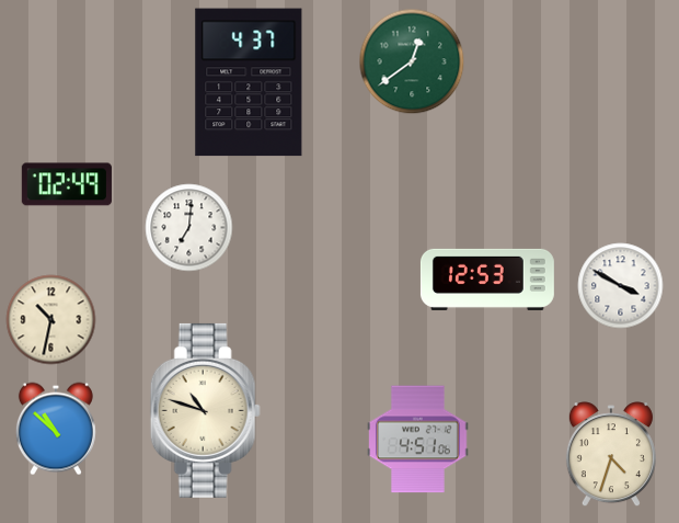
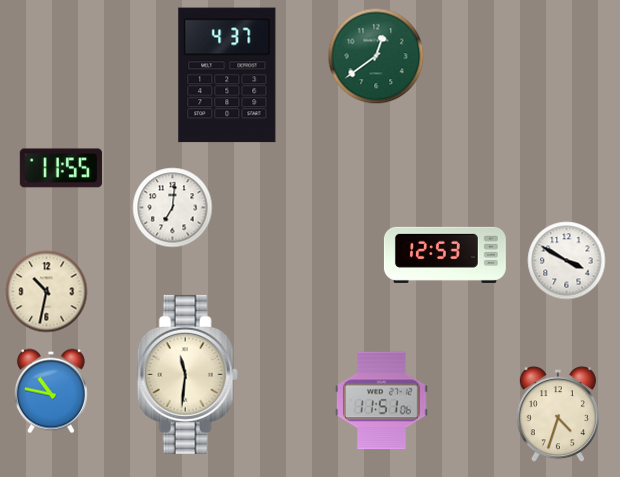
clock at (67, 184): 02:49 -> 11:55
clock at (205, 410): 10:48 -> 11:31
clock at (56, 429): 10:52 -> 10:47
clock at (418, 440): 4:51 -> 11:51
